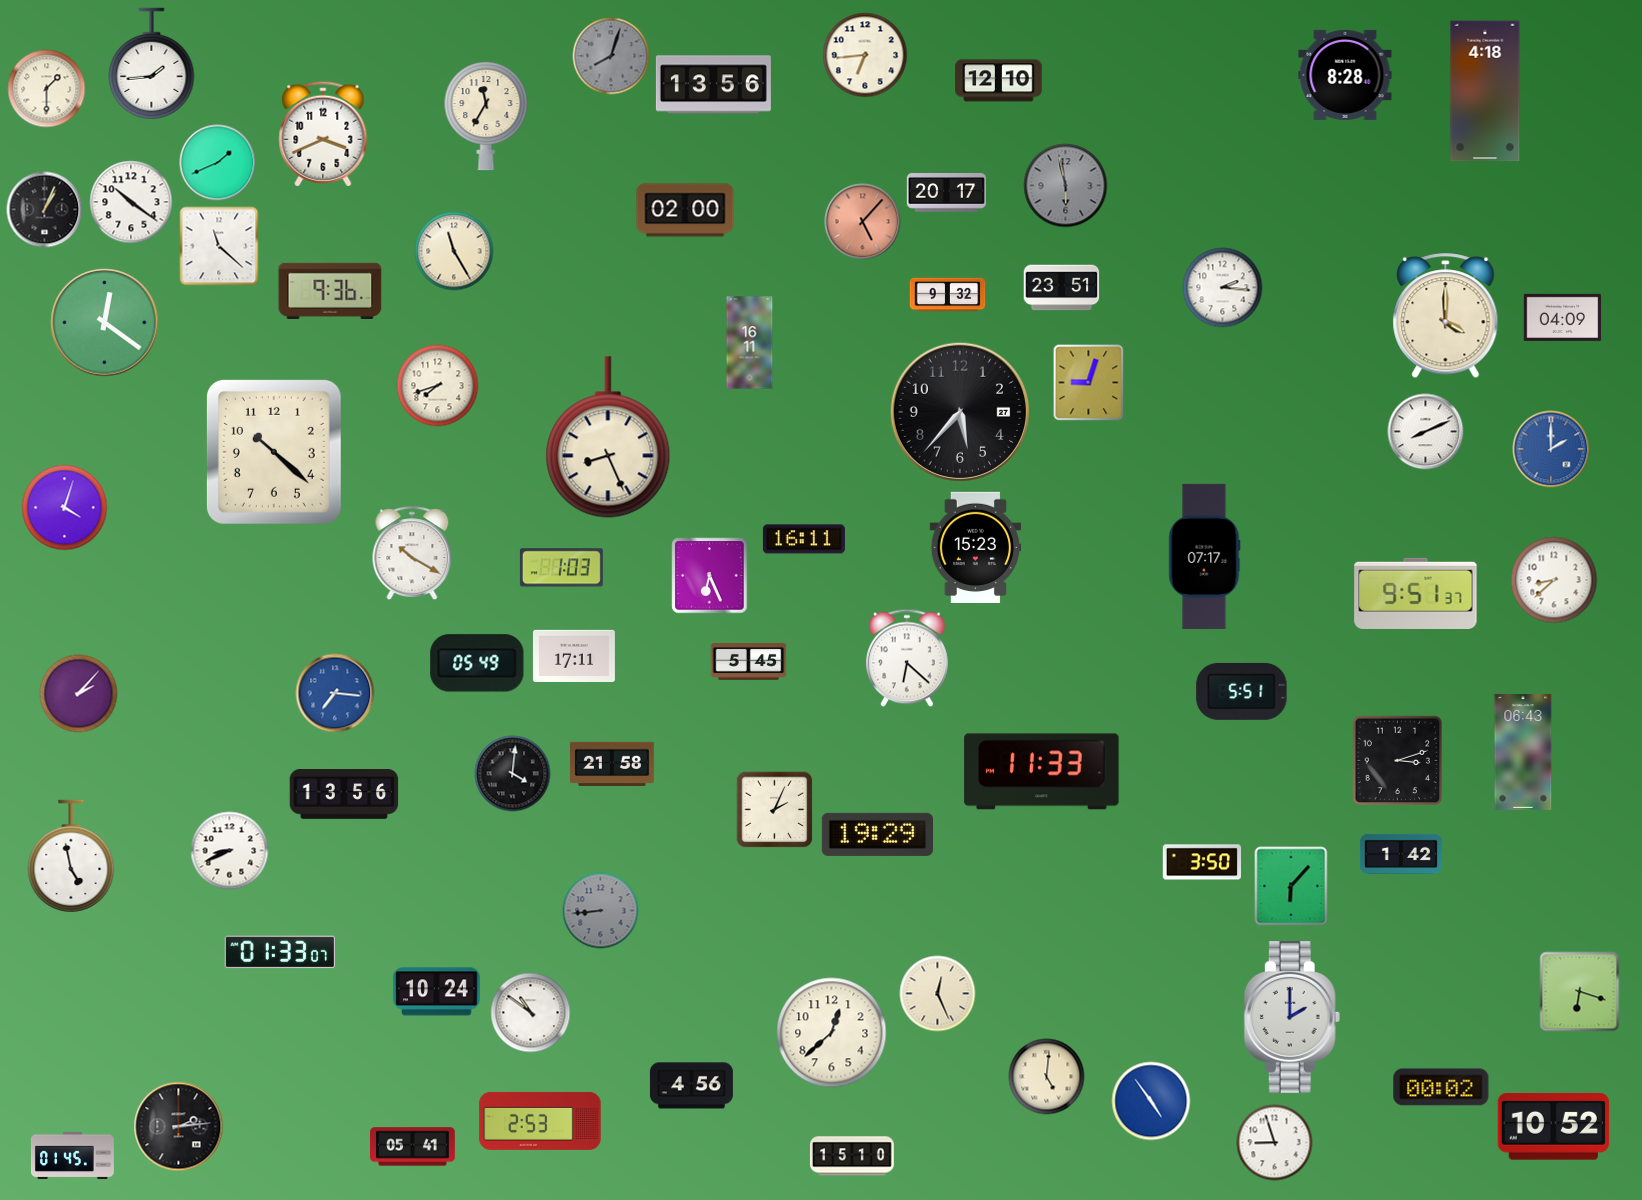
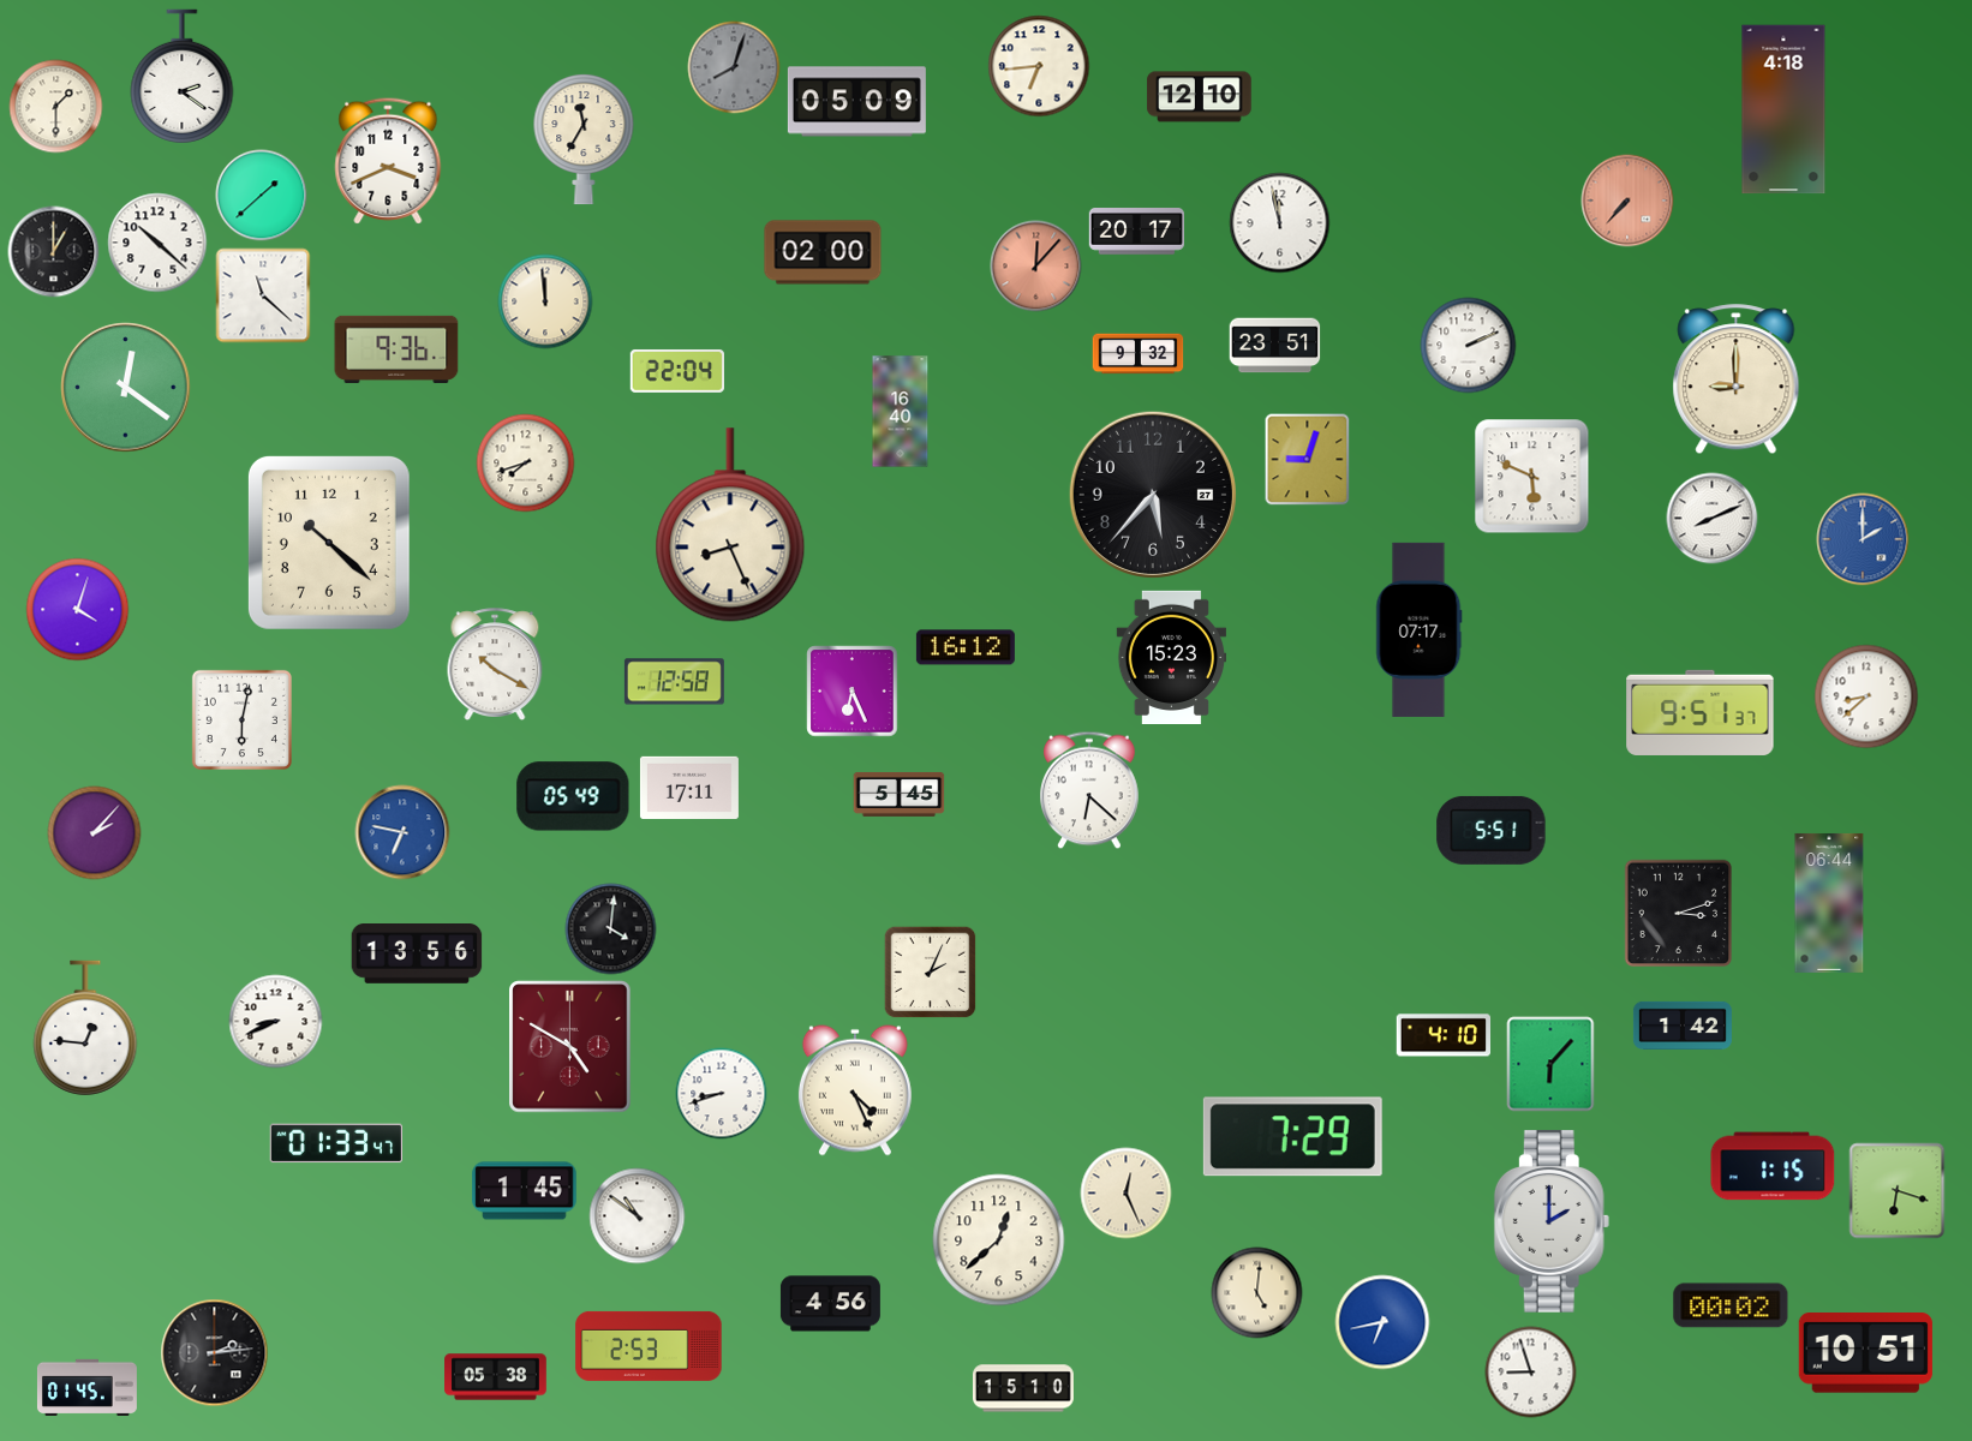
clock at (152, 64): 1:44 -> 2:21
clock at (1345, 75): 8:28 -> none
clock at (713, 85): 13:56 -> 05:09
clock at (218, 163): 1:41 -> 1:38
clock at (1627, 201): none -> 7:37
clock at (1066, 186): 5:58 -> 11:58
clock at (1066, 186) dial: grey -> white
clock at (131, 202): 10:21 -> 10:22
clock at (45, 210): 1:04 -> 1:00
clock at (863, 222): 5:07 -> 12:07
clock at (454, 251): 11:25 -> 11:59
clock at (1223, 288): 2:16 -> 2:11
clock at (676, 371): none -> 22:04
clock at (1446, 316): 4:00 -> 9:00
clock at (1563, 317): 04:09 -> none
clock at (750, 343): 16:11 -> 16:40
clock at (1532, 477): none -> 5:49
clock at (804, 539): 16:11 -> 16:12
clock at (1205, 556) position: (1205, 556) -> (1420, 629)
clock at (561, 568): 1:03 -> 12:58
clock at (241, 719): none -> 6:02
clock at (335, 693): 7:16 -> 6:47
clock at (1523, 752): 06:43 -> 06:44
clock at (613, 764): 21:58 -> none
clock at (1042, 772): 11:33 -> none
clock at (513, 774) position: (513, 774) -> (611, 929)
clock at (344, 795) position: (344, 795) -> (417, 955)
clock at (877, 834): 19:29 -> none
clock at (71, 856): 4:58 -> 12:46
clock at (1201, 862): 3:50 -> 4:10
clock at (570, 1047): none -> 4:50
clock at (855, 1090): none -> 4:26
clock at (601, 911): 8:44 -> 8:42
clock at (601, 911) dial: grey -> white
clock at (1292, 1137): none -> 7:29
clock at (279, 952): 01:33:07 -> 01:33:47
clock at (1773, 1166): none -> 1:15
clock at (437, 992): 10:24 -> 1:45
clock at (1151, 1101): 4:54 -> 6:43
clock at (1553, 1127): 10:52 -> 10:51
clock at (413, 1147): 05:41 -> 05:38
